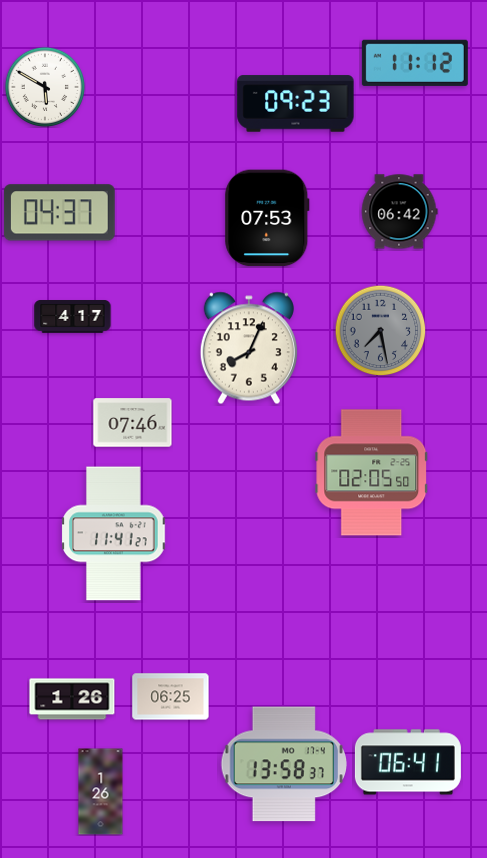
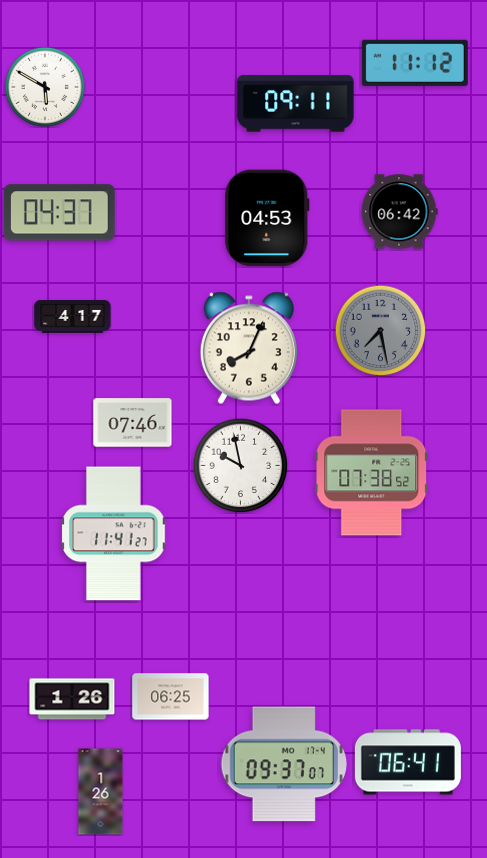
clock at (296, 104): 09:23 -> 09:11
clock at (267, 218): 07:53 -> 04:53
clock at (240, 465): none -> 9:58
clock at (372, 473): 02:05 -> 07:38
clock at (283, 764): 13:58 -> 09:37
